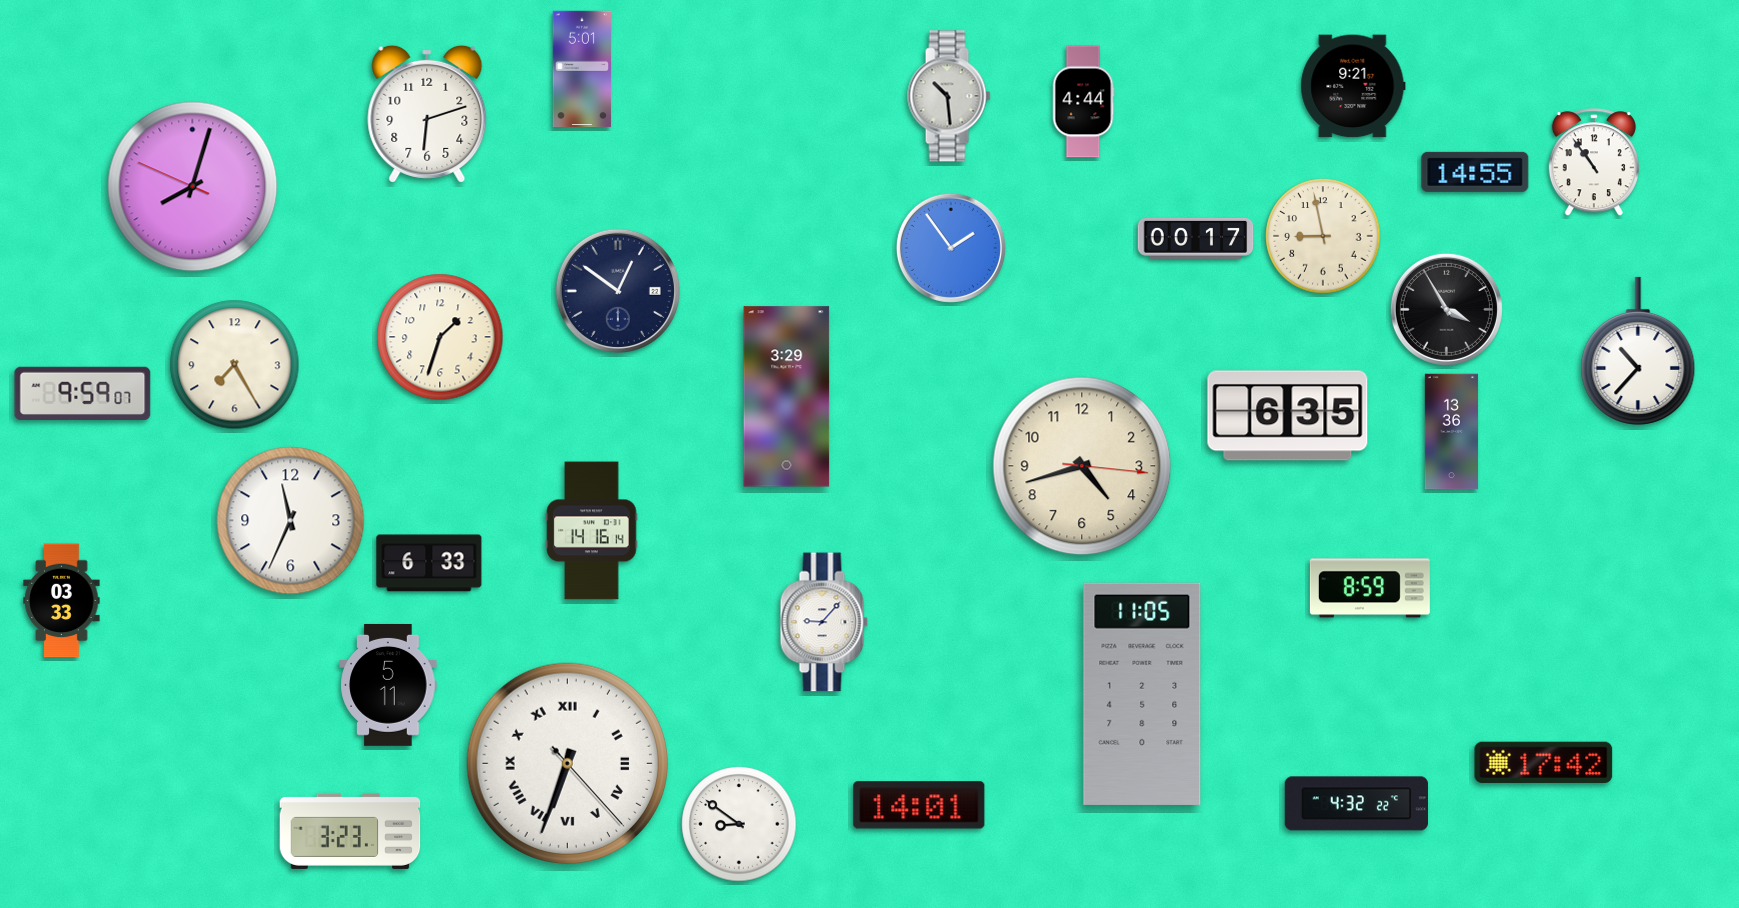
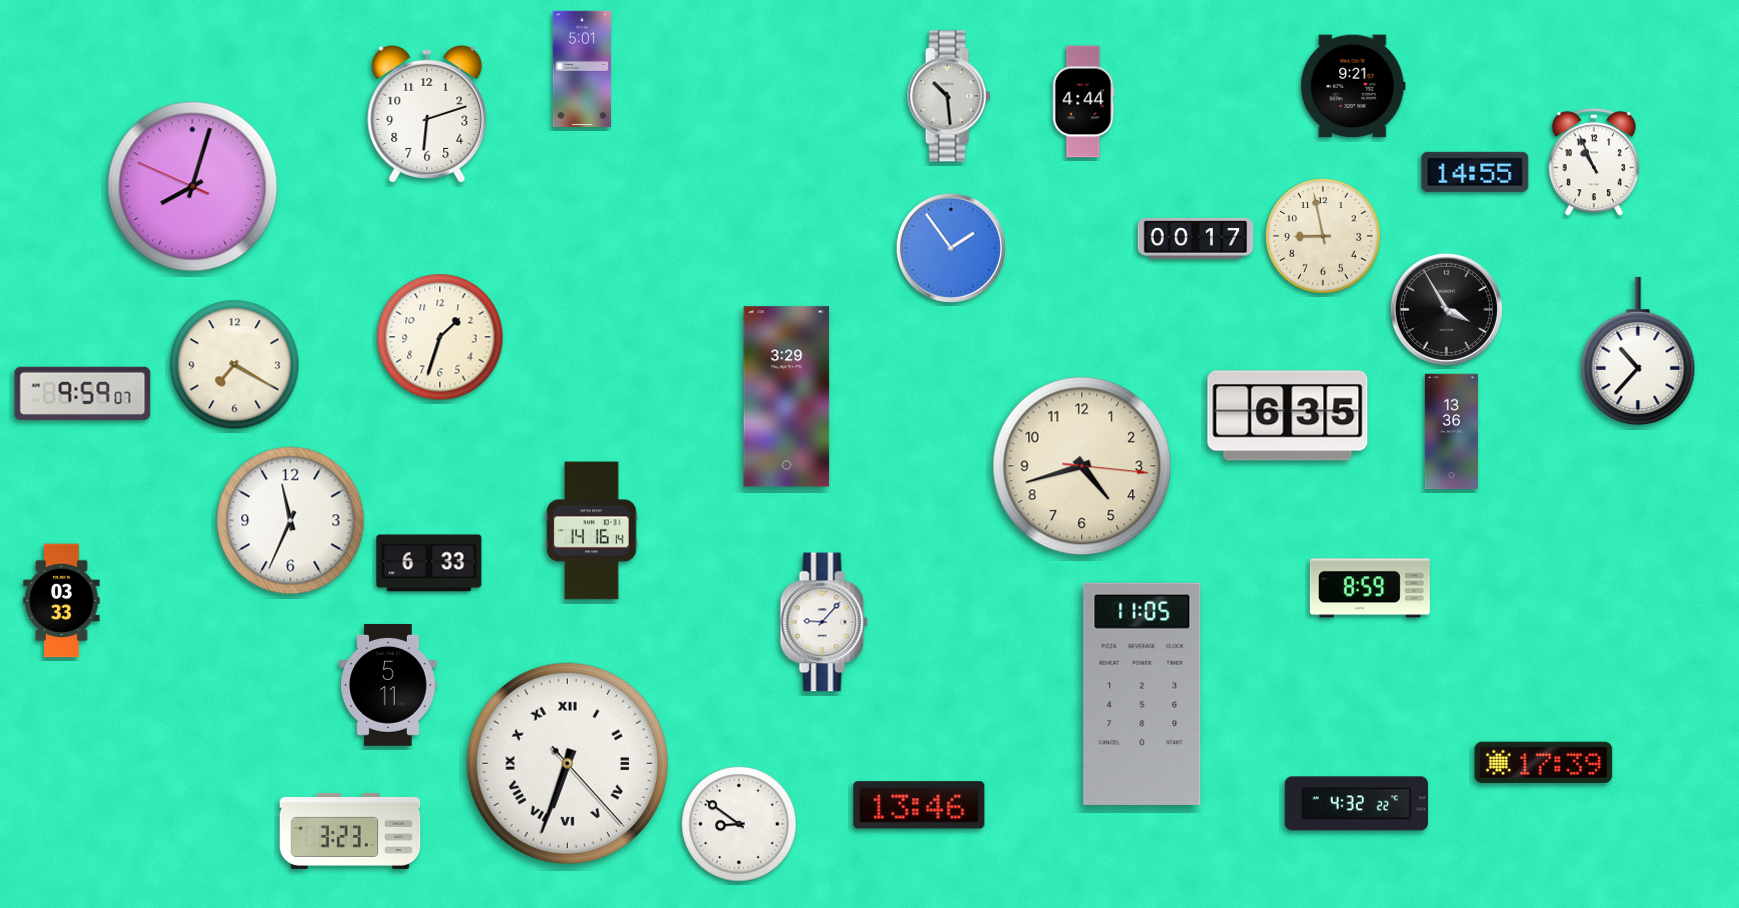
clock at (1594, 163): 10:54 -> 10:56
clock at (618, 291): 12:51 -> none
clock at (235, 365): 7:25 -> 7:20
clock at (1544, 762): 17:42 -> 17:39
clock at (919, 805): 14:01 -> 13:46
